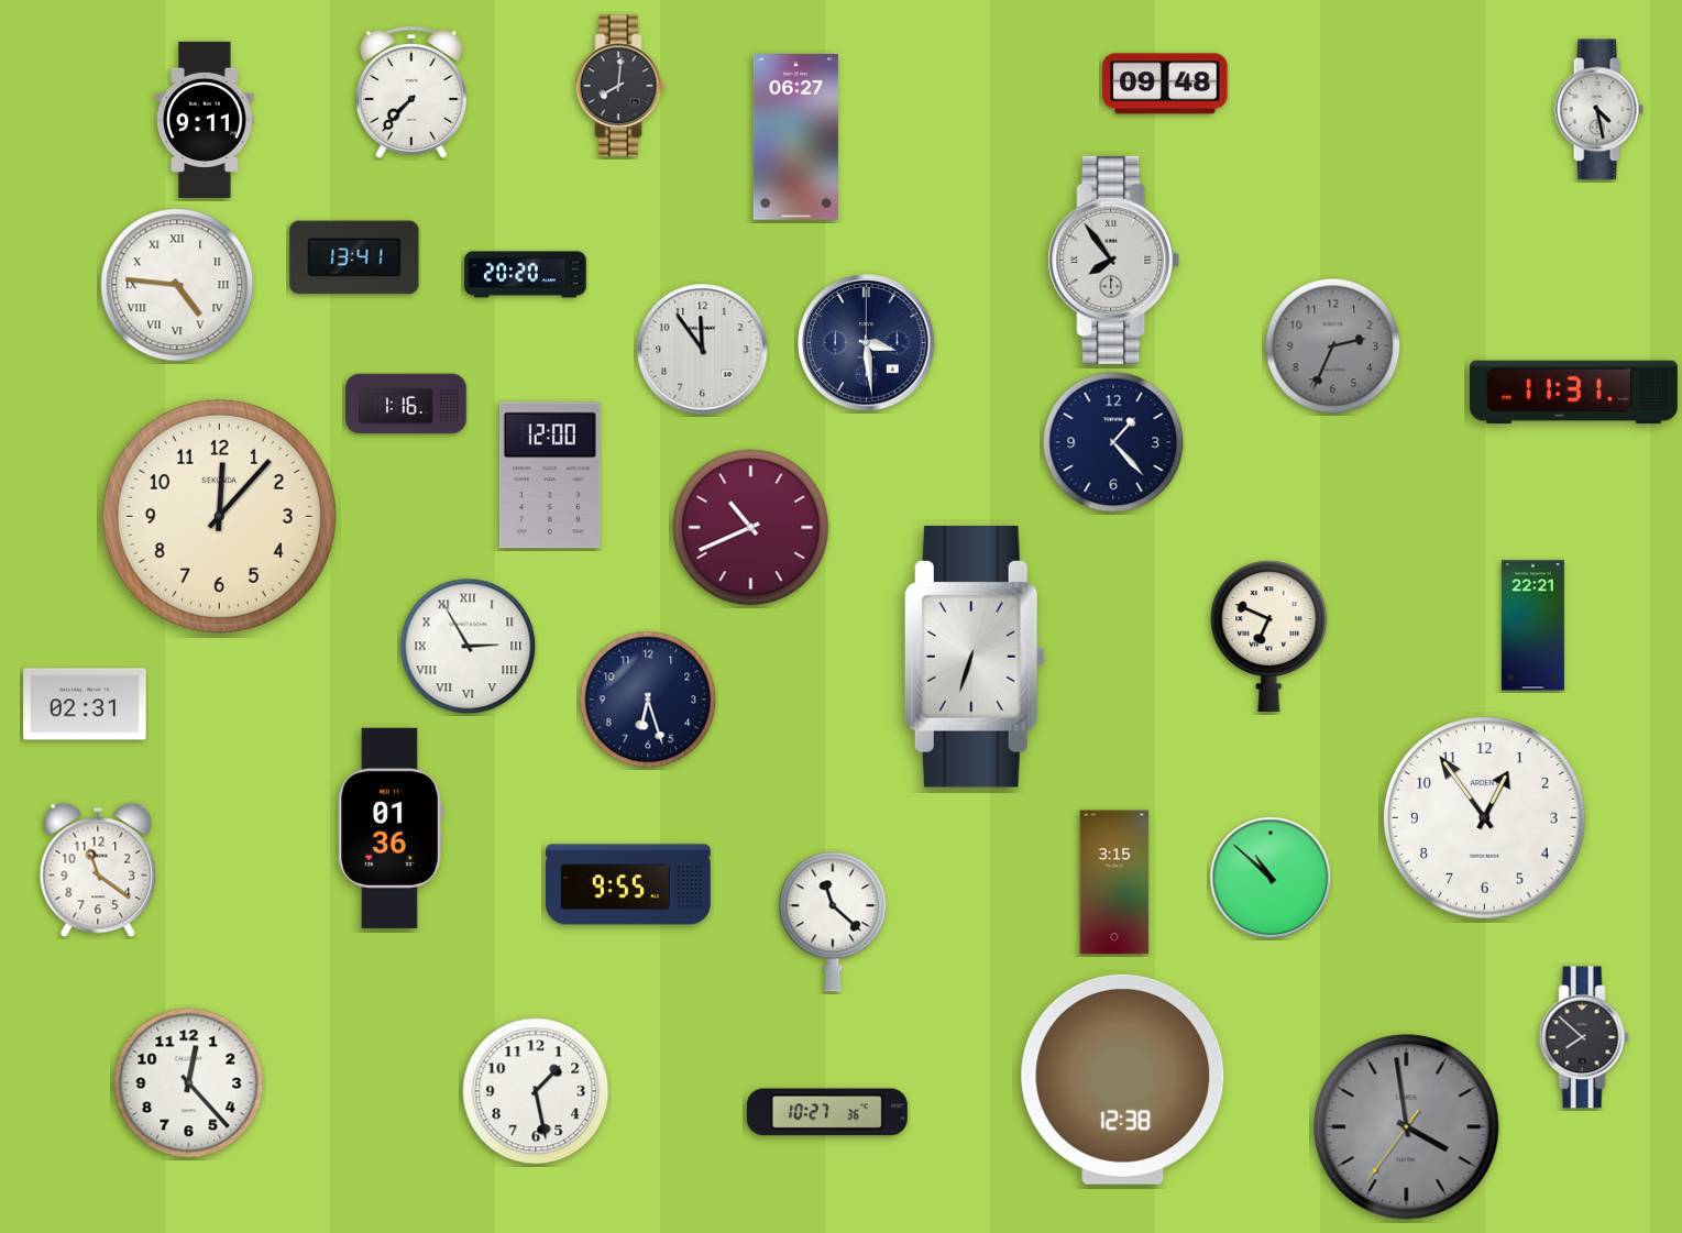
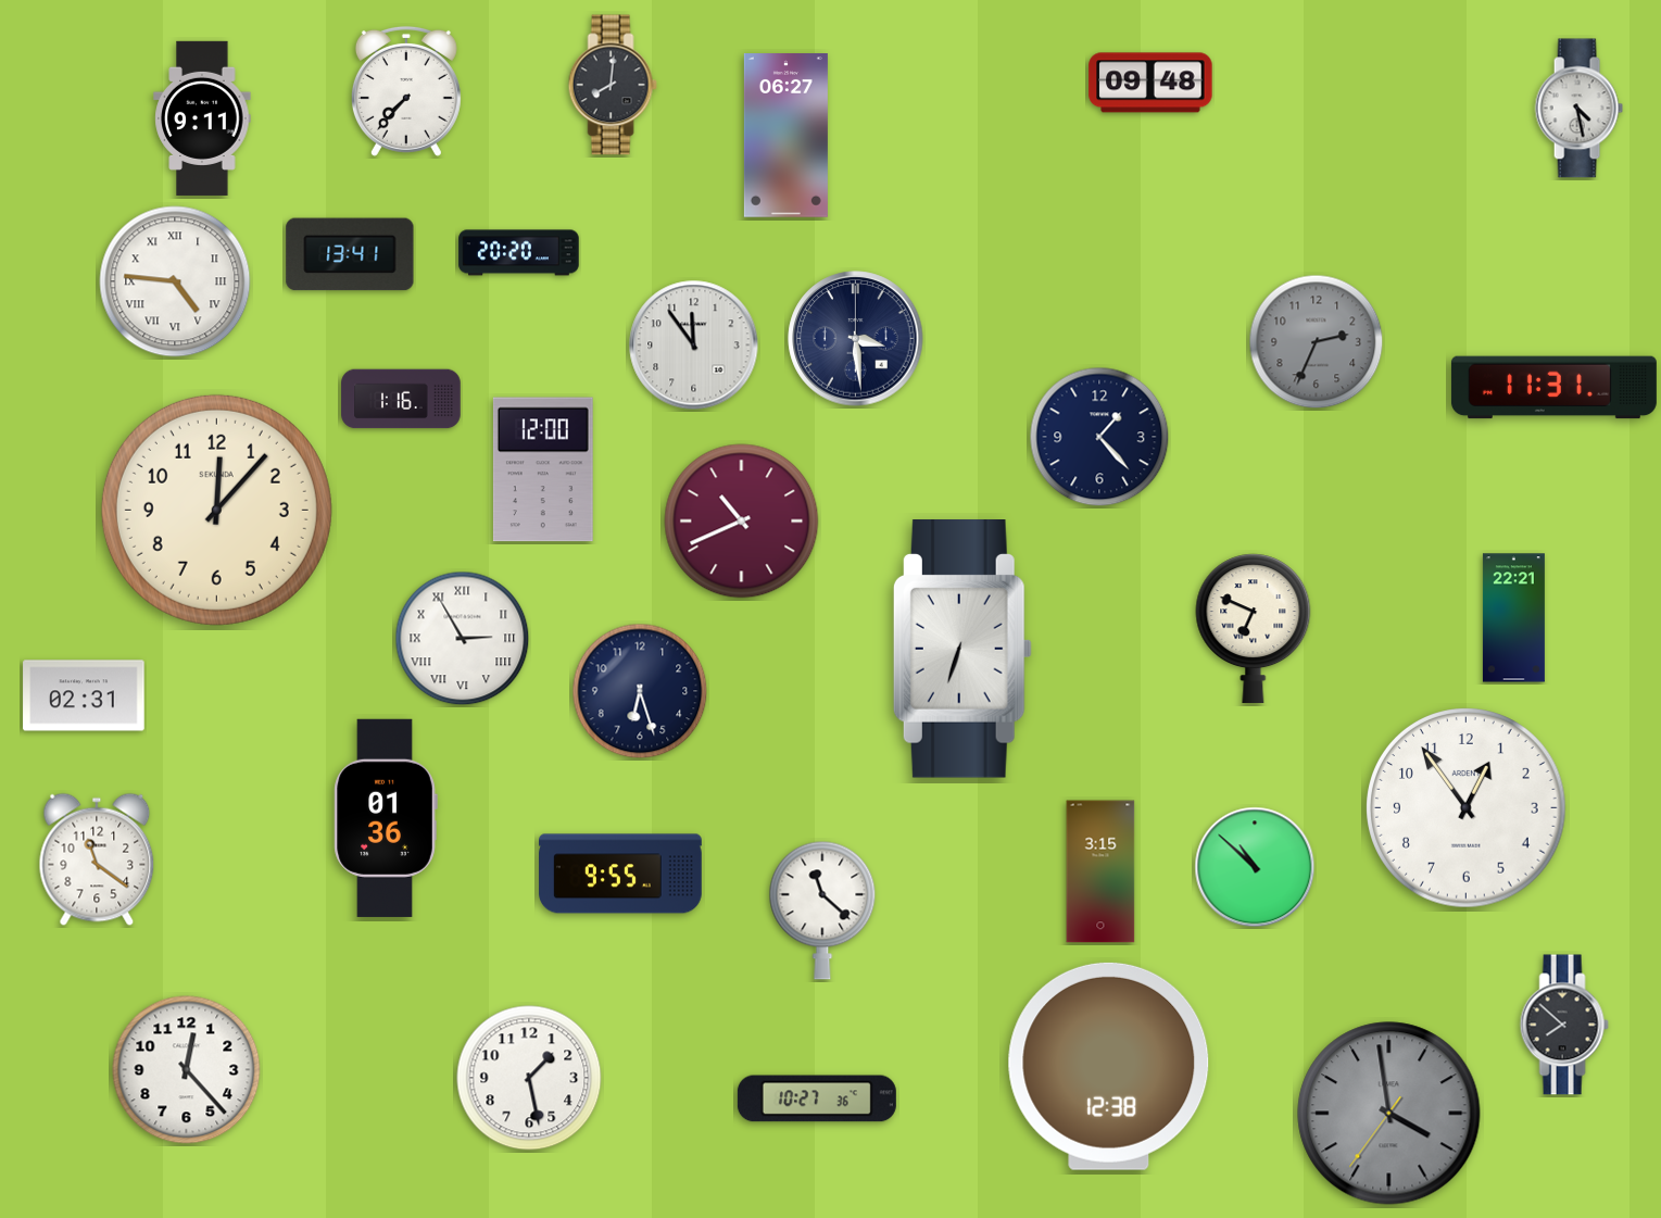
clock at (1114, 260): 7:54 -> none
clock at (526, 275) position: (526, 275) -> (519, 253)
